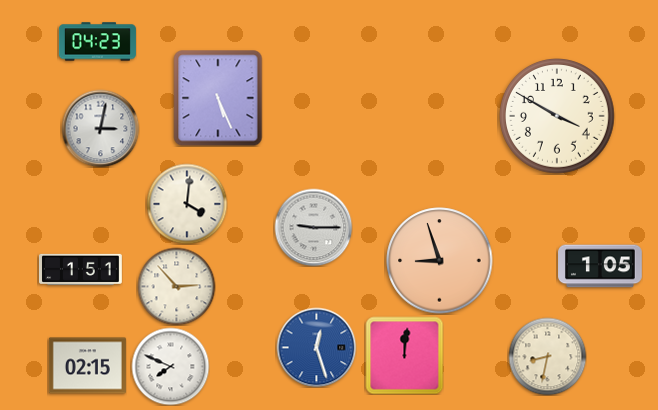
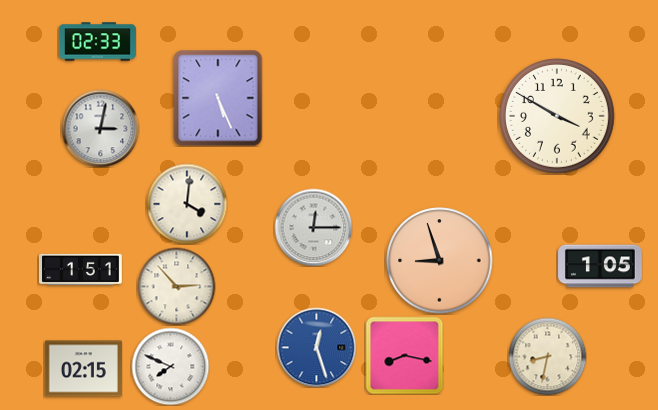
clock at (97, 42): 04:23 -> 02:33
clock at (313, 227): 9:15 -> 12:15
clock at (404, 355): 12:01 -> 8:17
clock at (87, 366) position: (87, 366) -> (83, 369)
